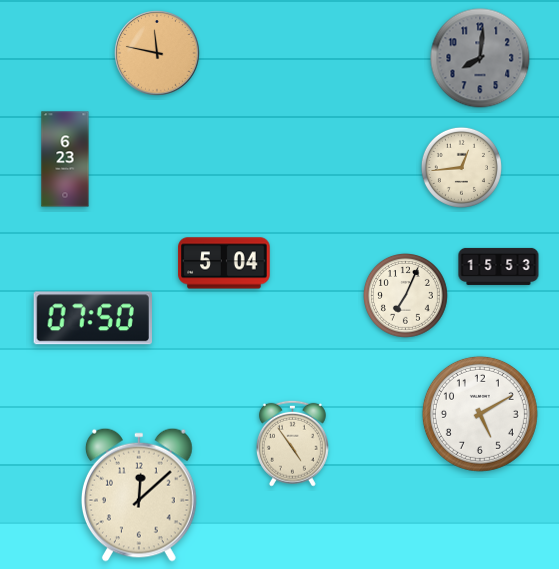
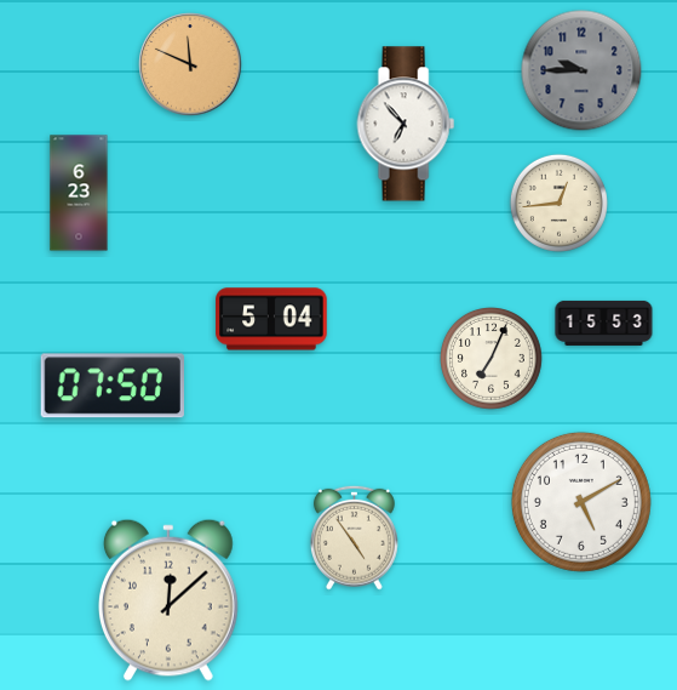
clock at (157, 53): 11:47 -> 11:49
clock at (480, 58): 8:01 -> 9:45
clock at (406, 124): none -> 6:53
